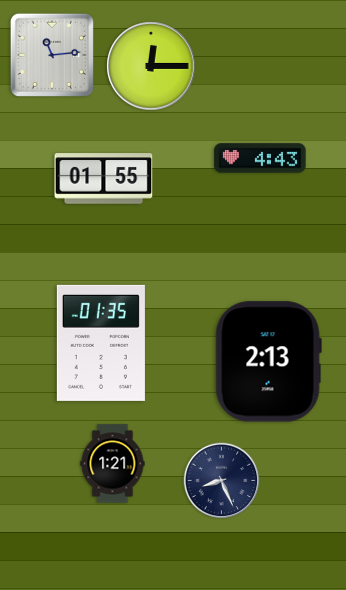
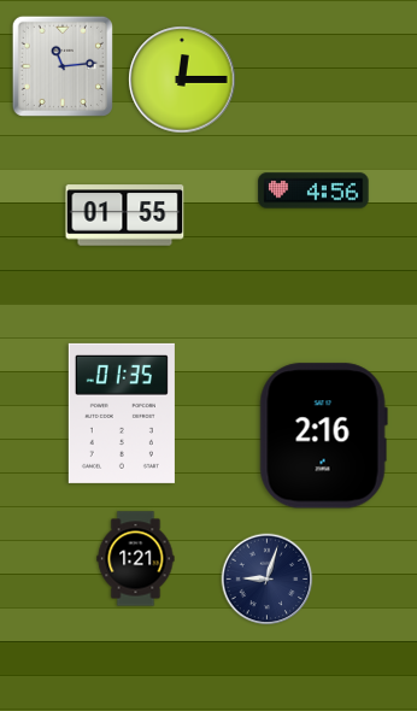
clock at (260, 158): 4:43 -> 4:56
clock at (268, 362): 2:13 -> 2:16
clock at (222, 481): 8:26 -> 9:03
